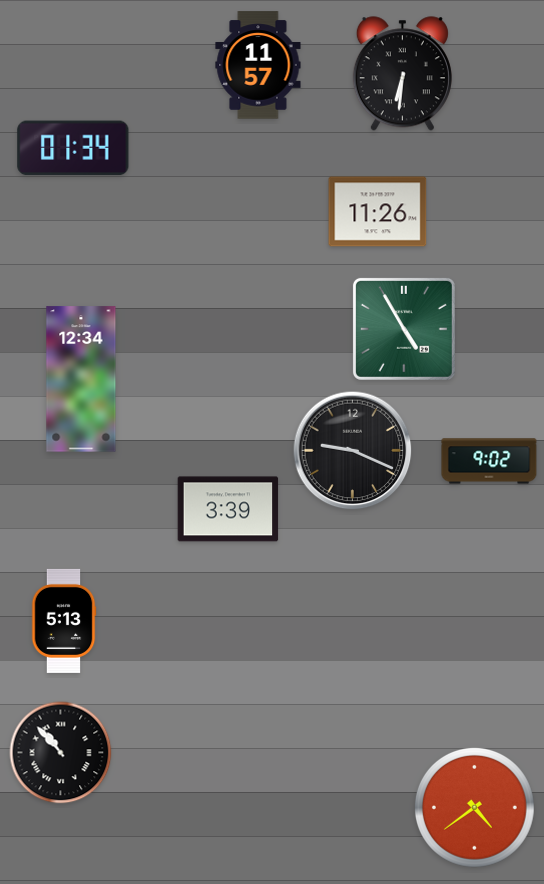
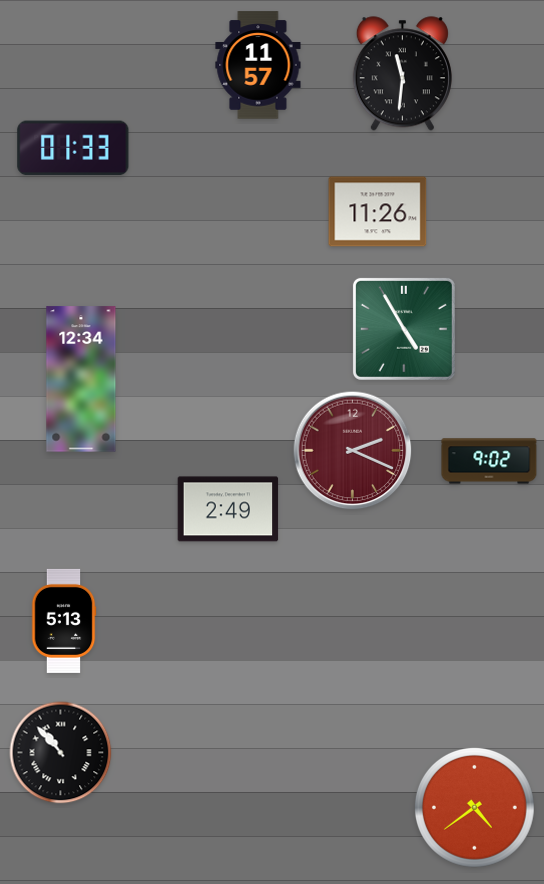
clock at (402, 74): 6:31 -> 11:31
clock at (73, 148): 01:34 -> 01:33
clock at (353, 451): 9:19 -> 2:19
clock at (353, 451) dial: black -> burgundy
clock at (228, 509): 3:39 -> 2:49
